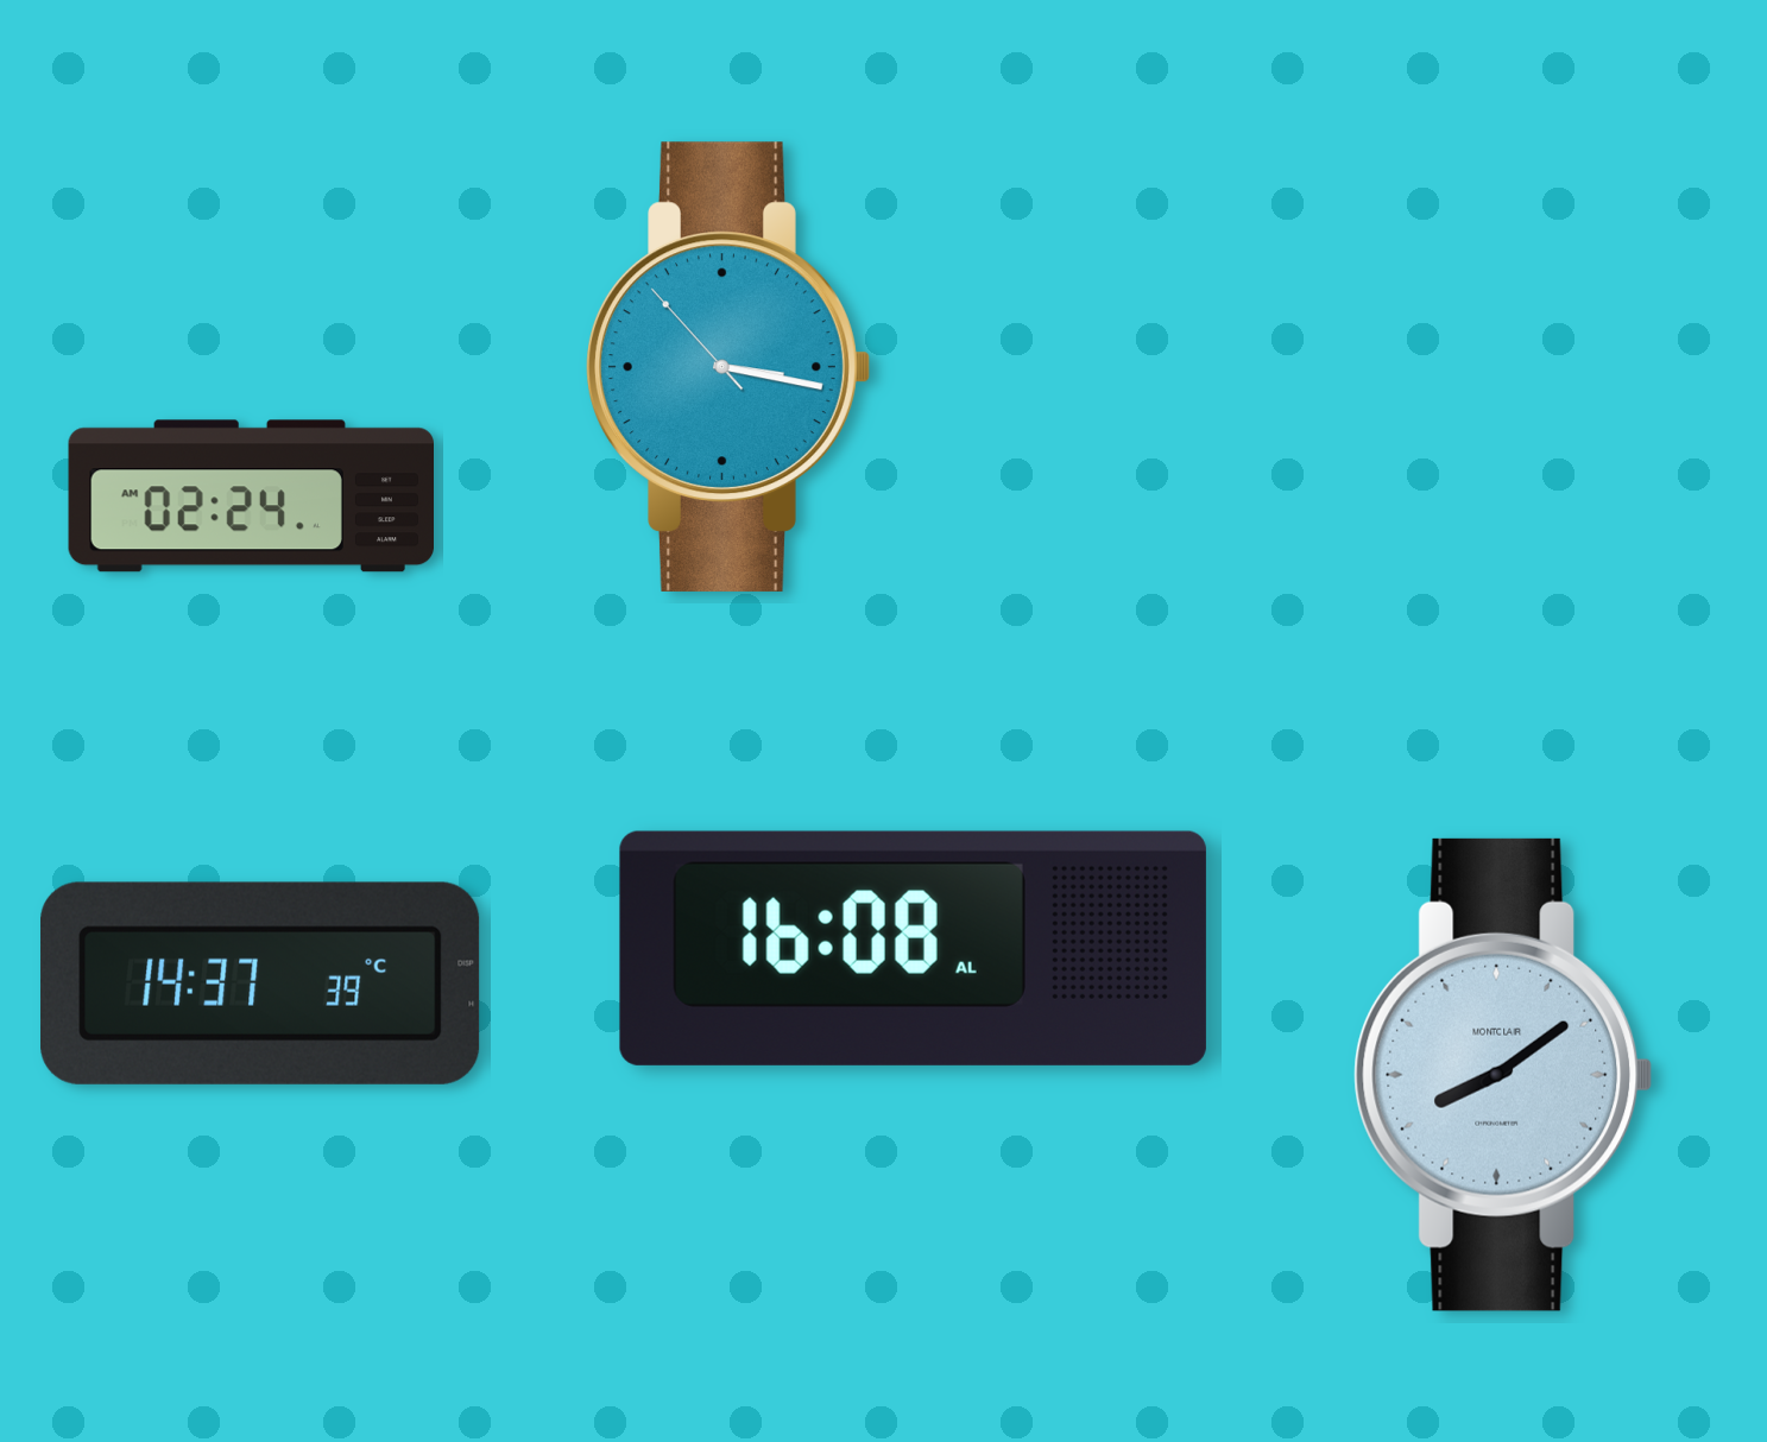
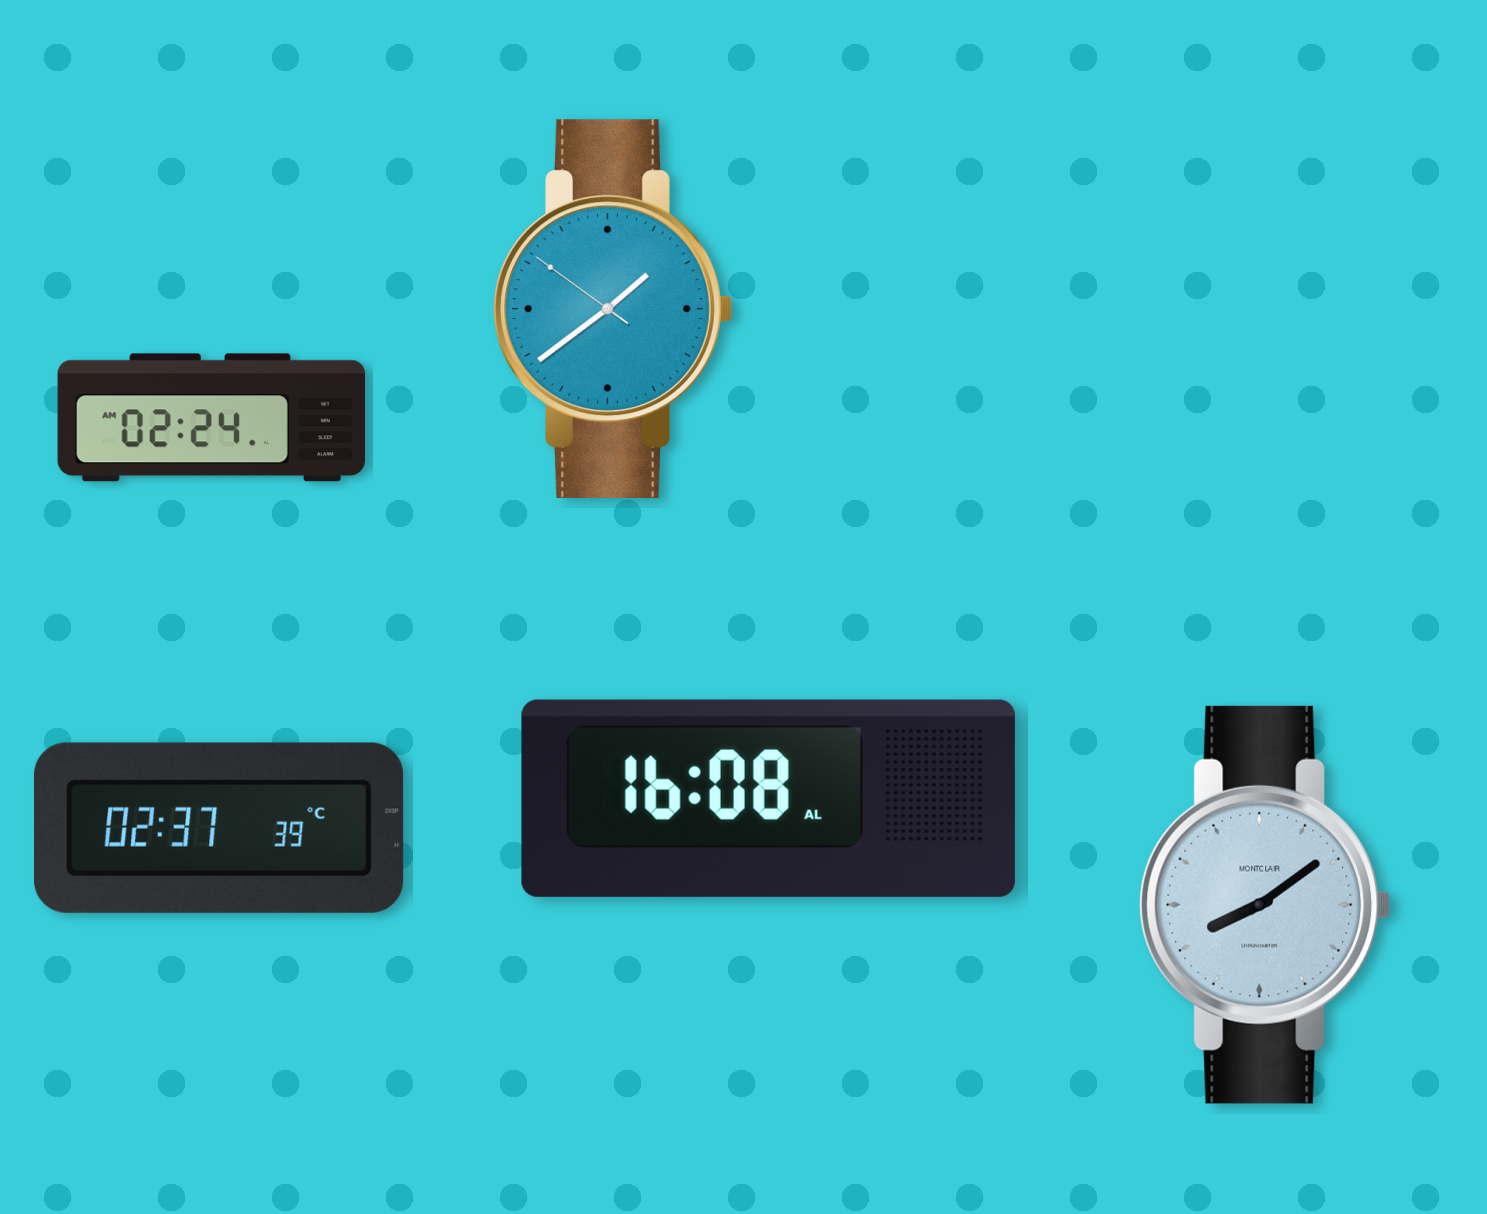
clock at (728, 367): 3:16 -> 1:38
clock at (260, 984): 14:37 -> 02:37
